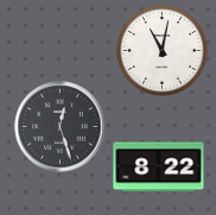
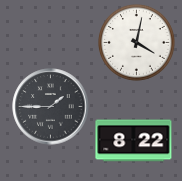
clock at (163, 51): 11:02 -> 4:02
clock at (61, 127): 12:27 -> 1:45
